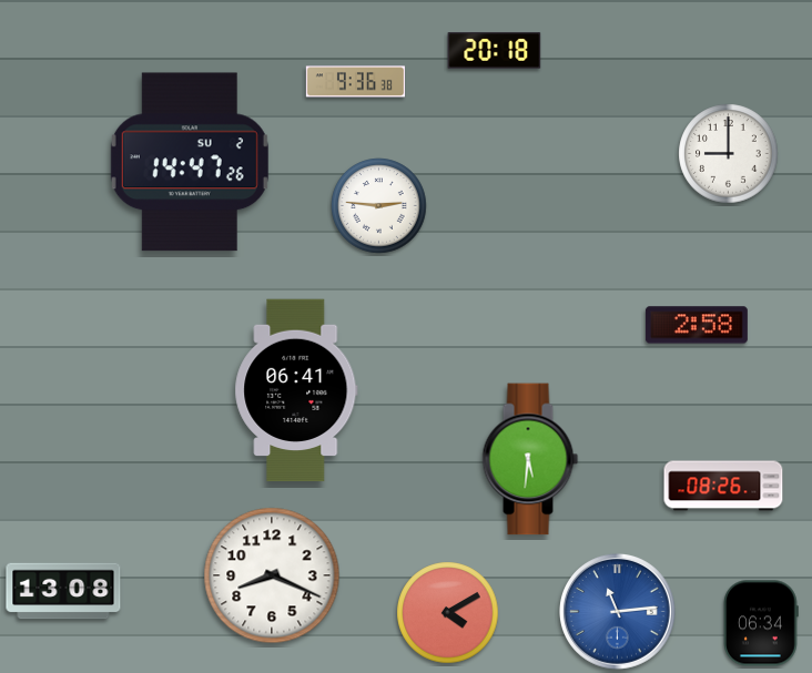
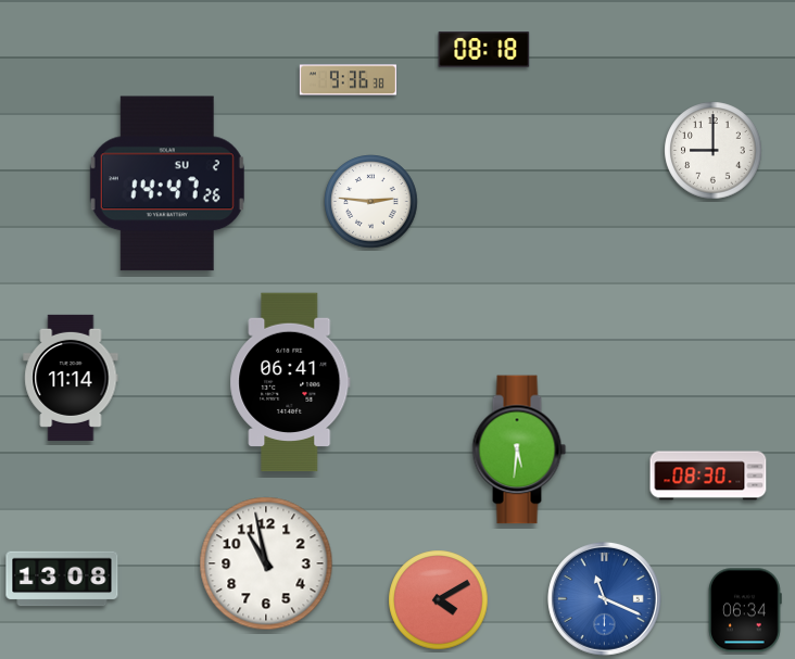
clock at (495, 51): 20:18 -> 08:18
clock at (190, 162) position: (190, 162) -> (167, 183)
clock at (697, 325): 2:58 -> none
clock at (71, 378): none -> 11:14
clock at (723, 486): 08:26 -> 08:30
clock at (272, 575): 8:19 -> 10:58
clock at (617, 611): 11:14 -> 11:19
